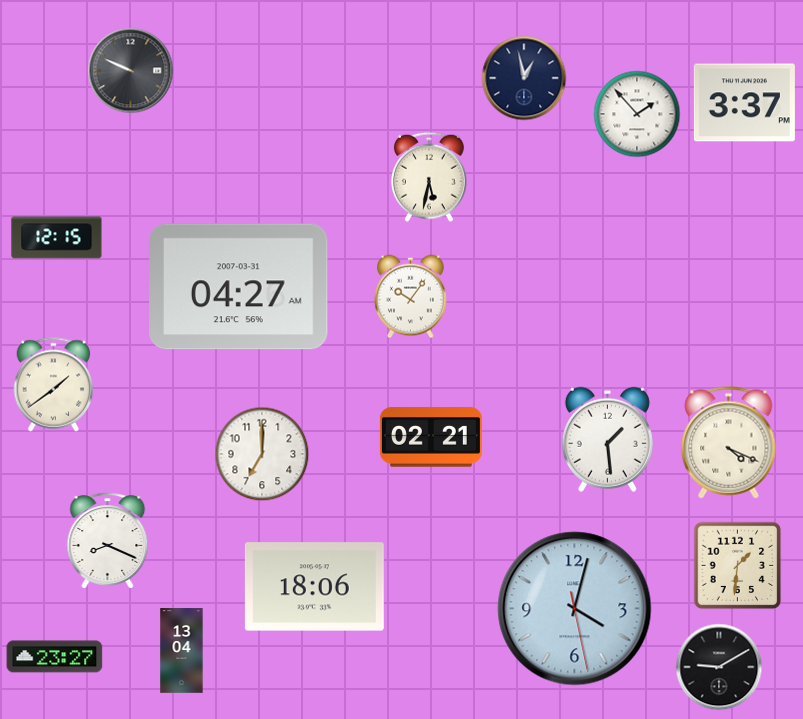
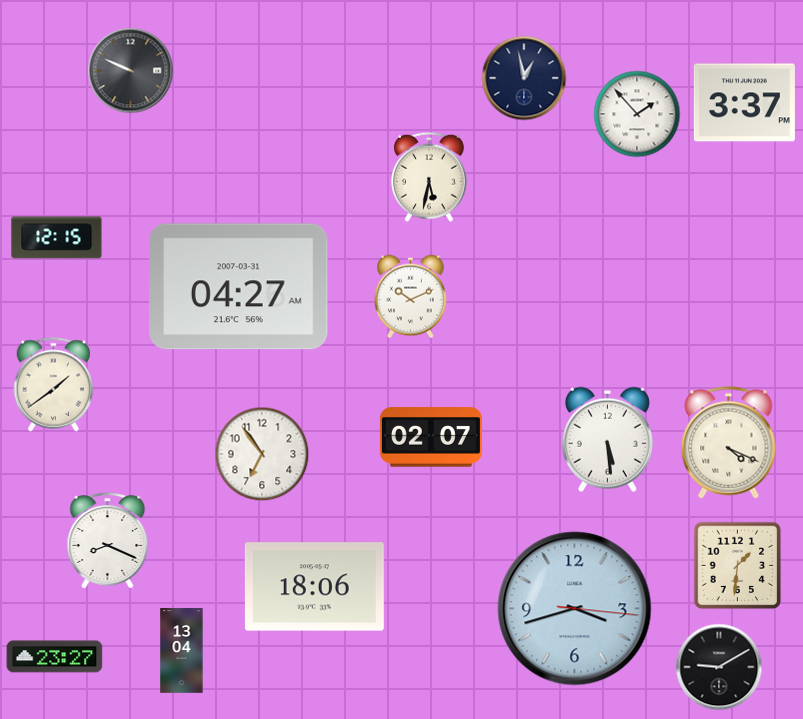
clock at (411, 297): 10:06 -> 10:11
clock at (431, 437): 02:21 -> 02:07
clock at (607, 439): 1:29 -> 5:29
clock at (262, 454): 7:00 -> 6:54
clock at (575, 609): 4:02 -> 3:42
